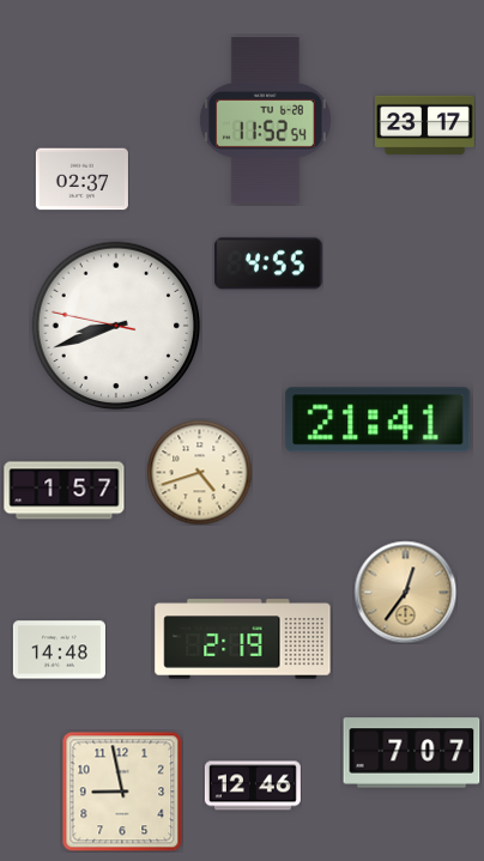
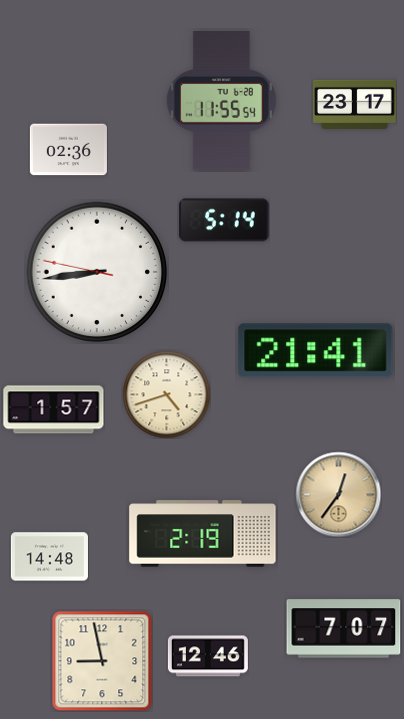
clock at (265, 121): 11:52 -> 11:55
clock at (81, 180): 02:37 -> 02:36
clock at (268, 263): 4:55 -> 5:14
clock at (116, 326): 8:41 -> 8:43
clock at (59, 650) position: (59, 650) -> (49, 557)
clock at (253, 786) position: (253, 786) -> (208, 656)
